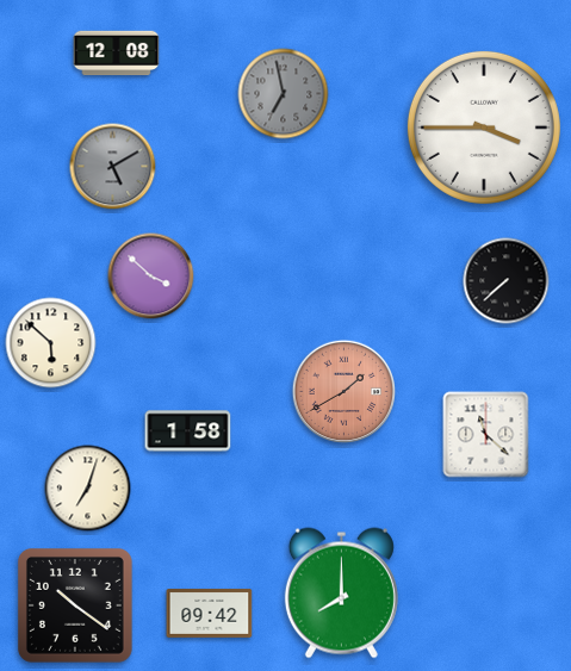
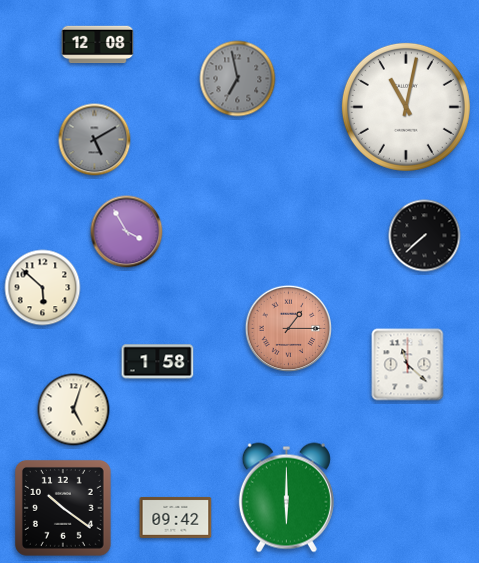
clock at (484, 128): 3:45 -> 11:02
clock at (151, 277): 3:52 -> 3:55
clock at (343, 391): 1:40 -> 1:15
clock at (88, 489): 7:03 -> 5:03
clock at (341, 594): 8:00 -> 6:00
clock at (210, 613) position: (210, 613) -> (176, 517)
